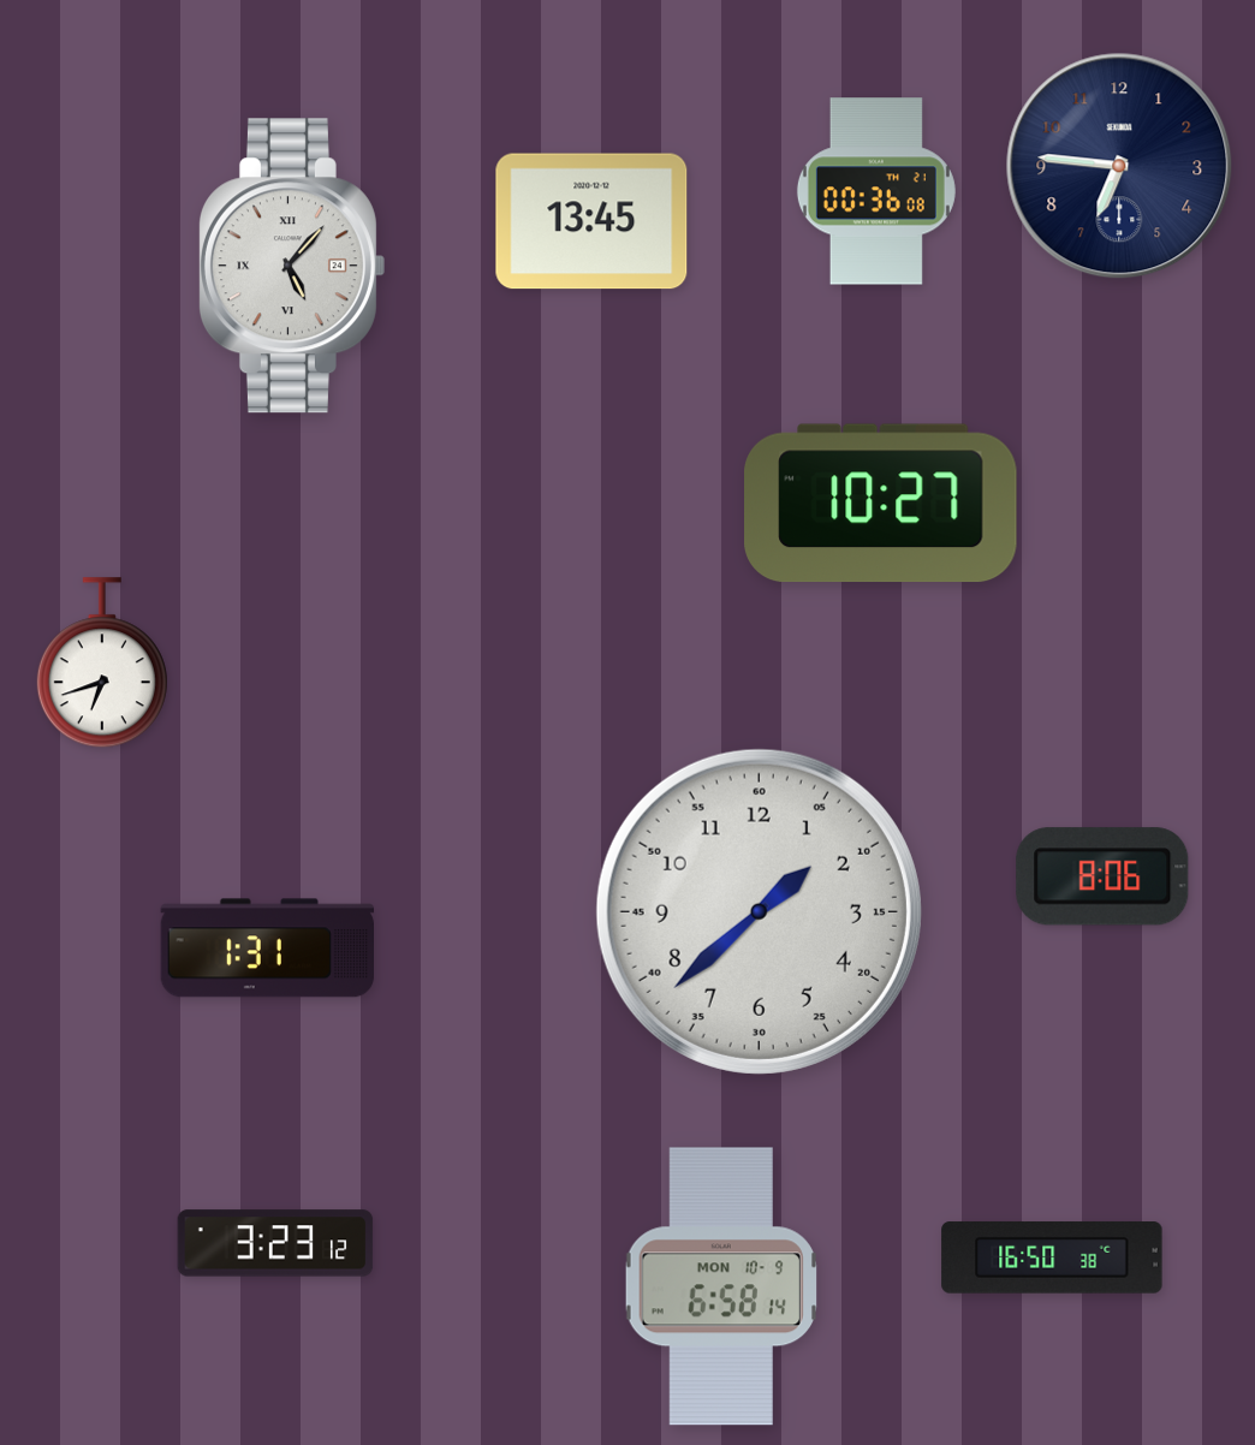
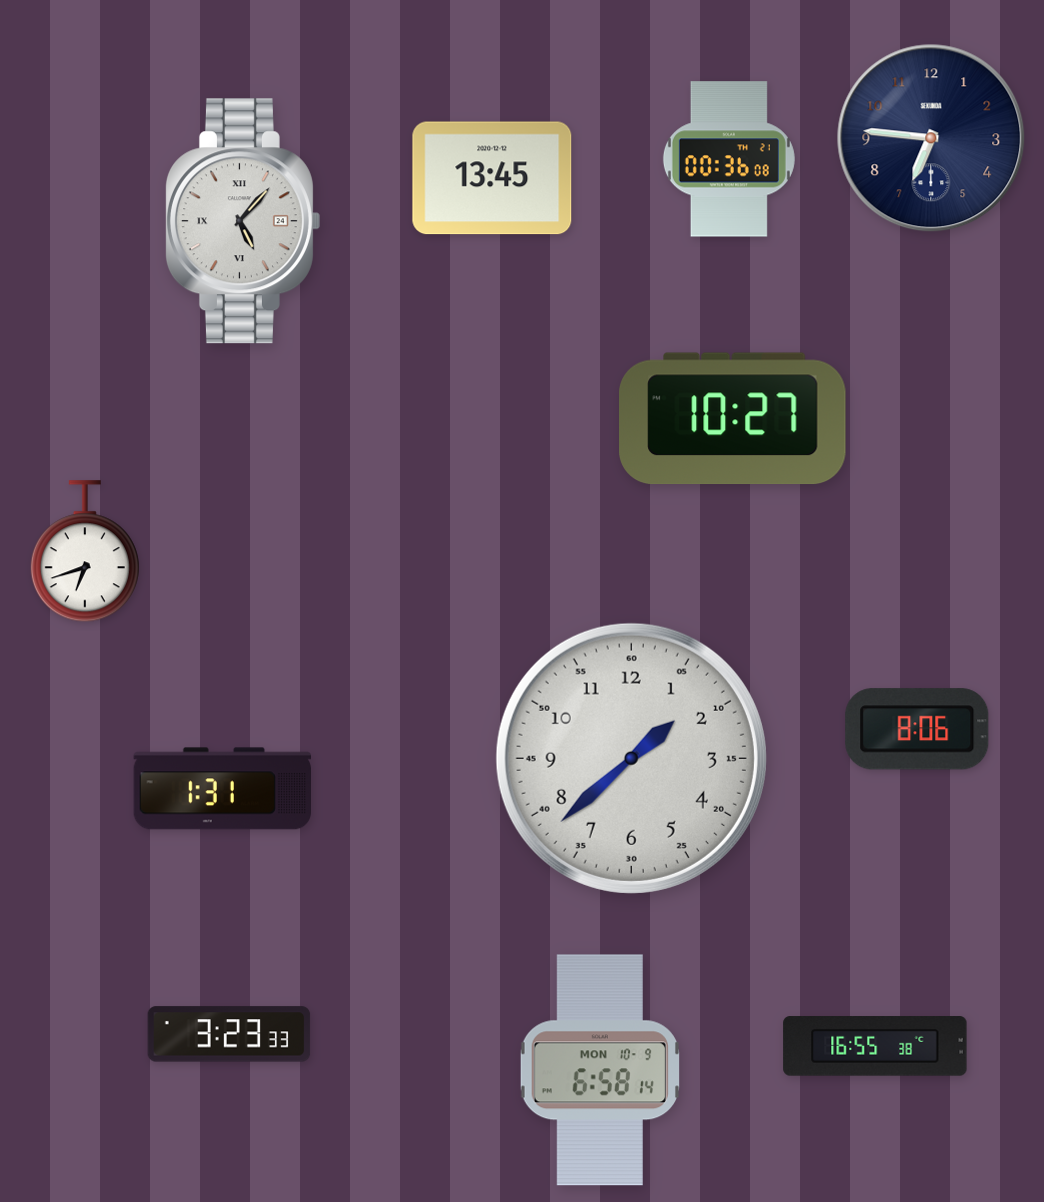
clock at (591, 221) position: (591, 221) -> (492, 178)
clock at (275, 1243): 3:23:12 -> 3:23:33
clock at (1052, 1257): 16:50 -> 16:55
